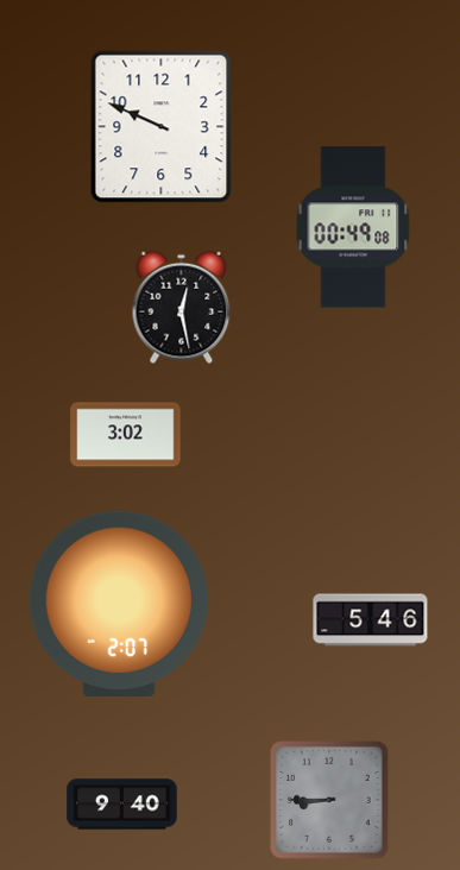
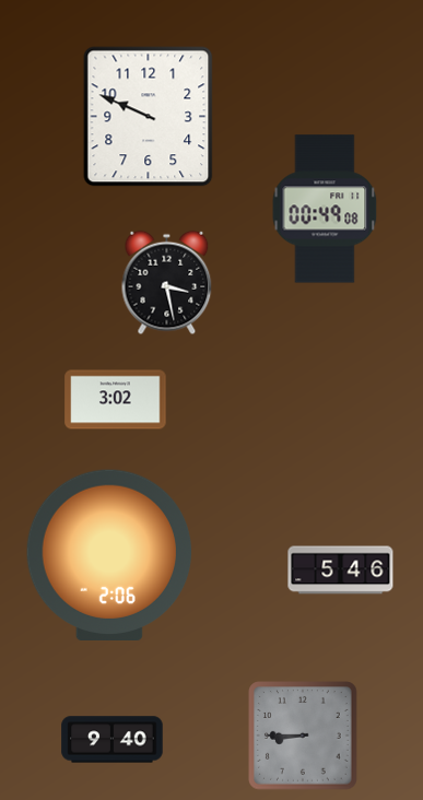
clock at (182, 308): 12:28 -> 3:28
clock at (118, 604): 2:07 -> 2:06
